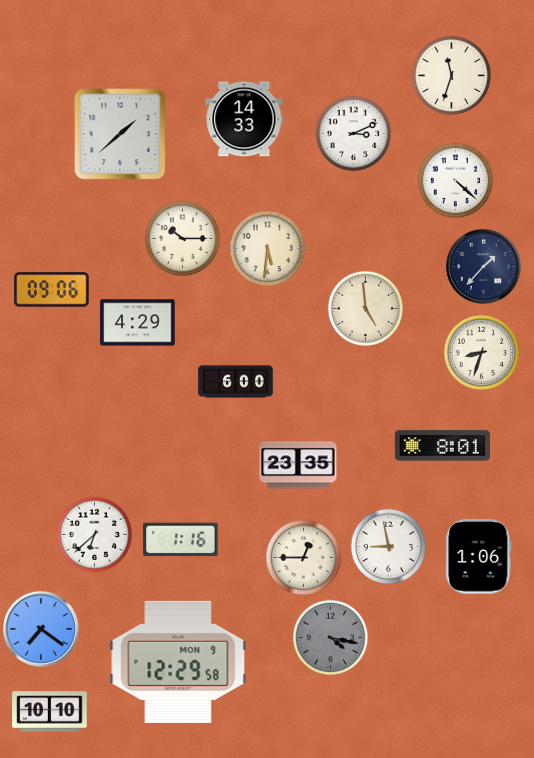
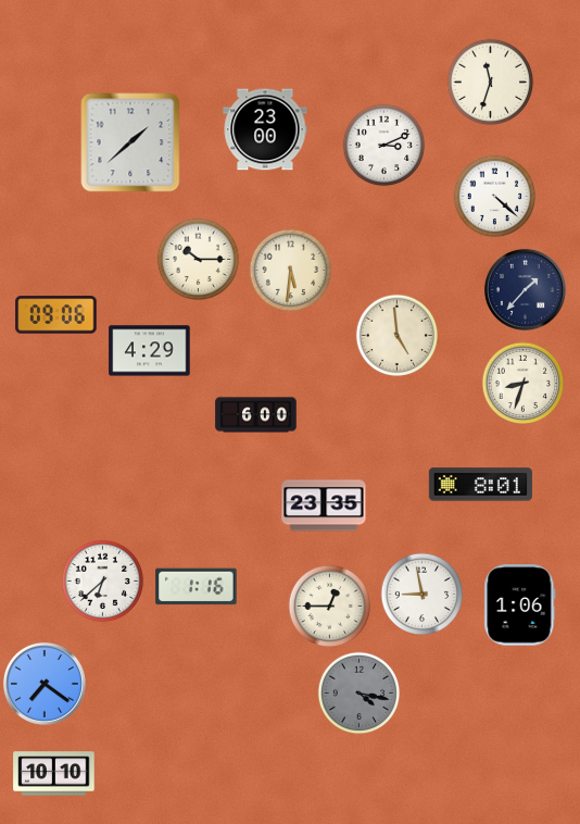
clock at (244, 119): 14:33 -> 23:00
clock at (120, 134) position: (120, 134) -> (130, 142)
clock at (178, 662): 12:29 -> none
